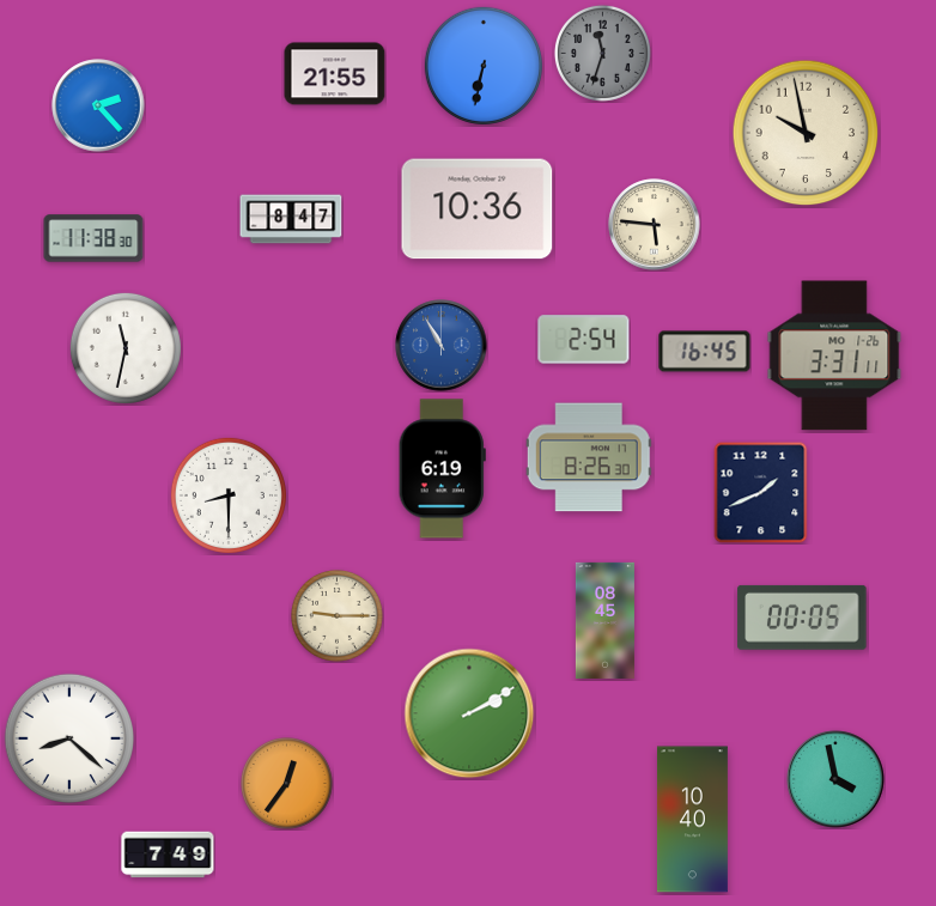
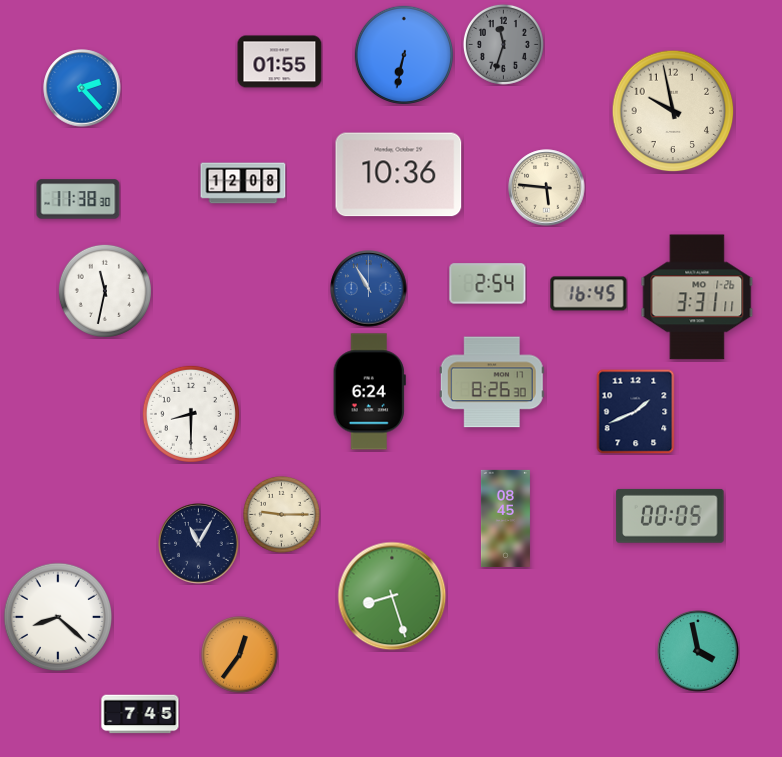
clock at (335, 74): 21:55 -> 01:55
clock at (291, 219): 8:47 -> 12:08
clock at (442, 469): 6:19 -> 6:24
clock at (199, 544): none -> 11:05
clock at (469, 713): 2:10 -> 8:27
clock at (692, 820): 10:40 -> none
clock at (168, 855): 7:49 -> 7:45
